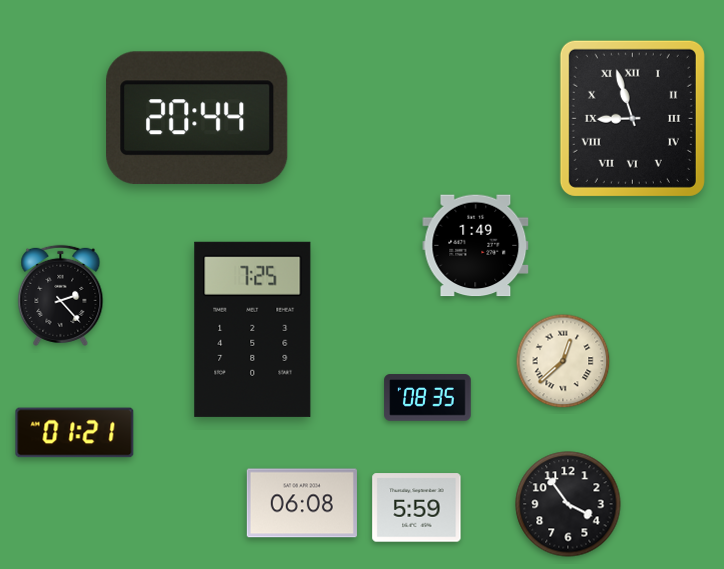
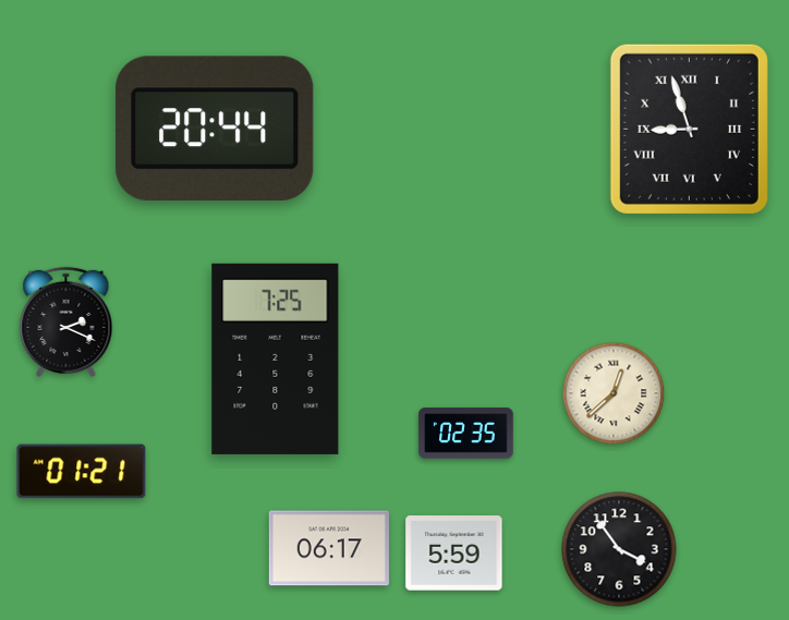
clock at (476, 246): 1:49 -> none
clock at (61, 295): 2:23 -> 2:19
clock at (428, 398): 08:35 -> 02:35
clock at (302, 503): 06:08 -> 06:17
